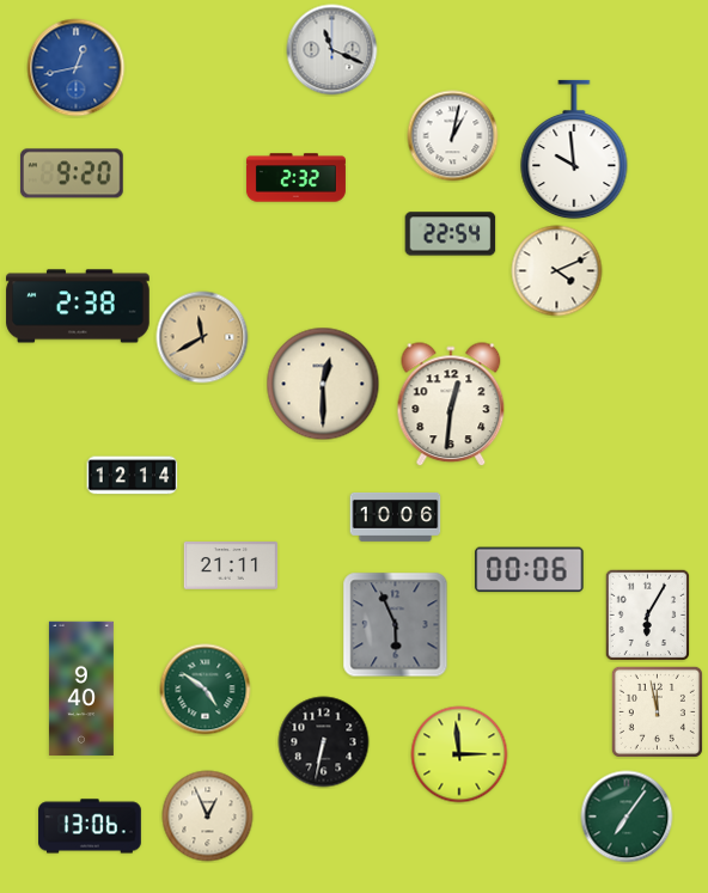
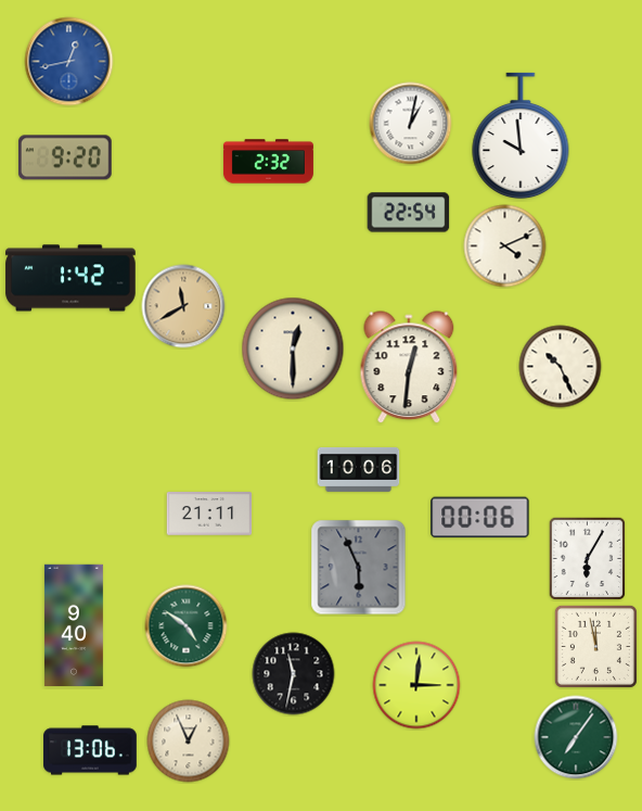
clock at (332, 50): 11:19 -> none
clock at (78, 306): 2:38 -> 1:42
clock at (561, 367): none -> 10:26
clock at (133, 476): 12:14 -> none
clock at (324, 742): 6:32 -> 11:32
clock at (459, 754): 2:59 -> 3:01
clock at (627, 816) position: (627, 816) -> (576, 737)
clock at (90, 826) position: (90, 826) -> (90, 750)
